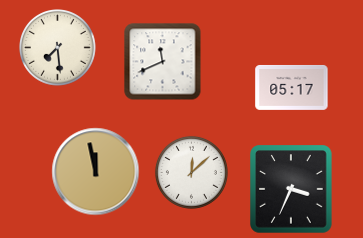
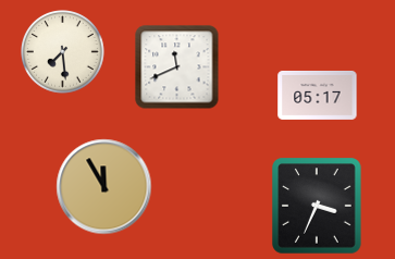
clock at (96, 172): 11:58 -> 11:55
clock at (191, 172): 12:08 -> none
